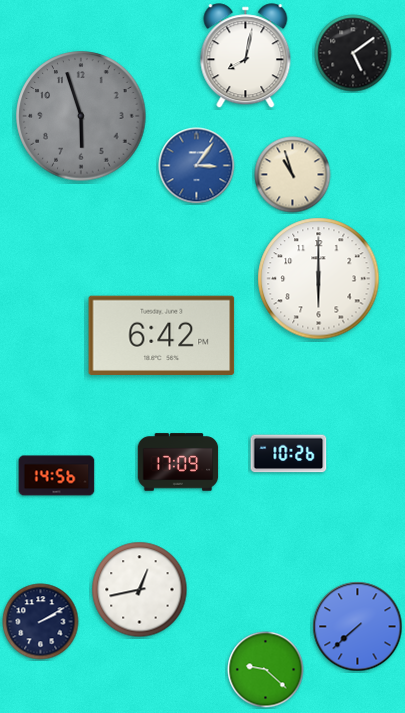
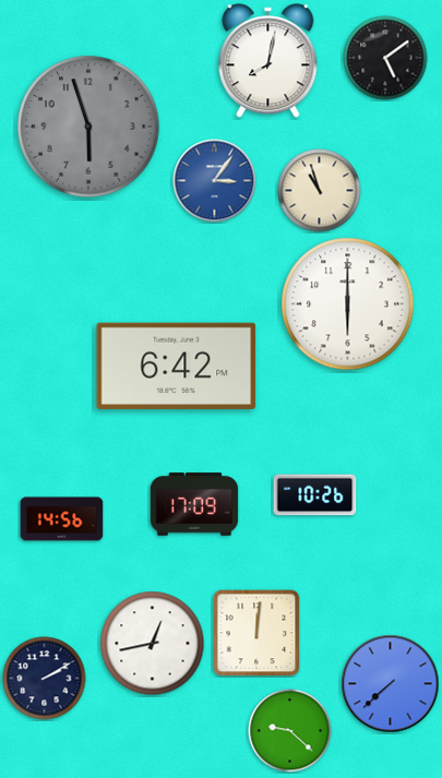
clock at (256, 633): none -> 12:01
